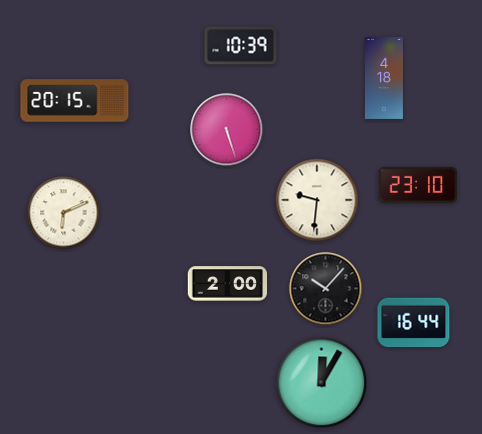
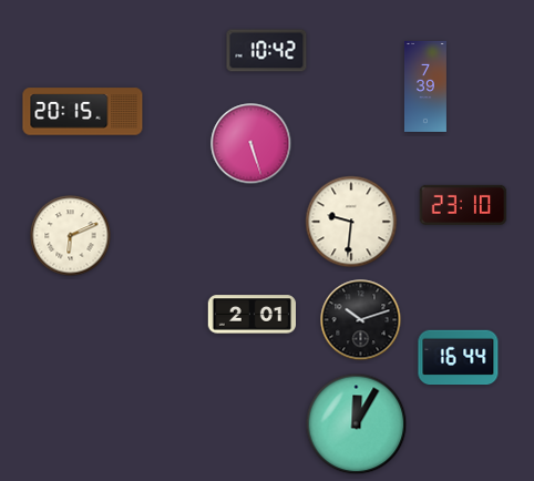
clock at (241, 46): 10:39 -> 10:42
clock at (384, 78): 4:18 -> 7:39
clock at (227, 284): 2:00 -> 2:01
clock at (326, 289): 10:07 -> 10:12
